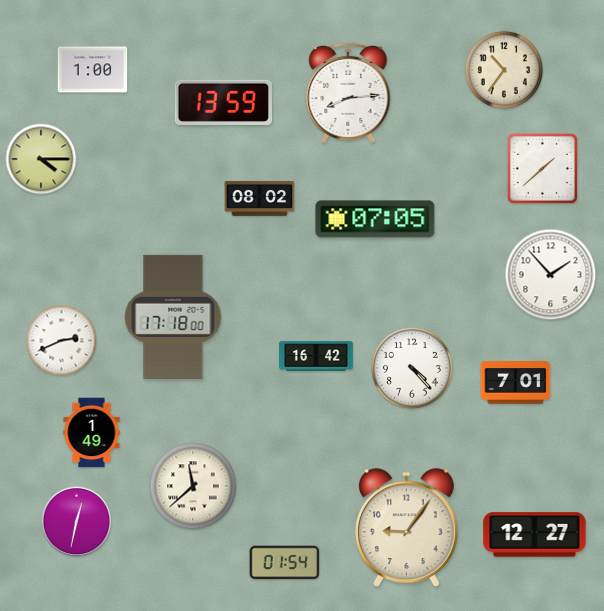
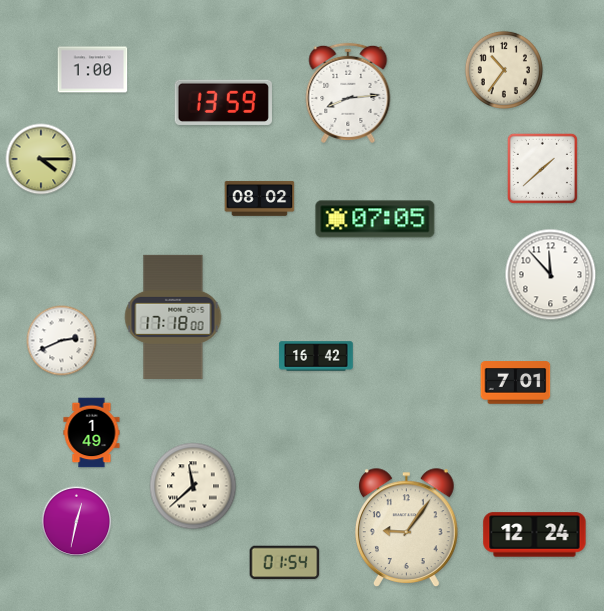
clock at (551, 275): 1:53 -> 11:53
clock at (412, 368): 4:23 -> none
clock at (535, 535): 12:27 -> 12:24
